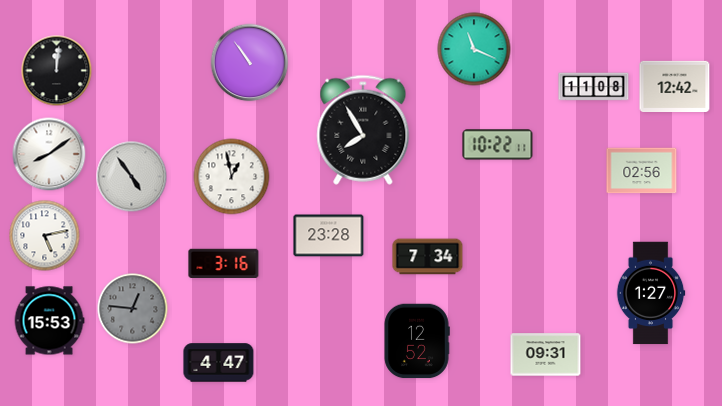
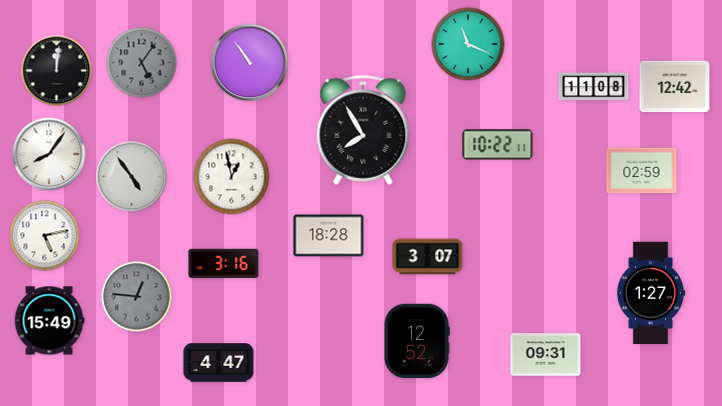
clock at (474, 49) position: (474, 49) -> (468, 44)
clock at (142, 63): none -> 5:06
clock at (49, 154): 8:09 -> 8:06
clock at (642, 171): 02:56 -> 02:59
clock at (329, 236): 23:28 -> 18:28
clock at (428, 257): 7:34 -> 3:07
clock at (133, 309) position: (133, 309) -> (137, 297)
clock at (49, 321): 15:53 -> 15:49
